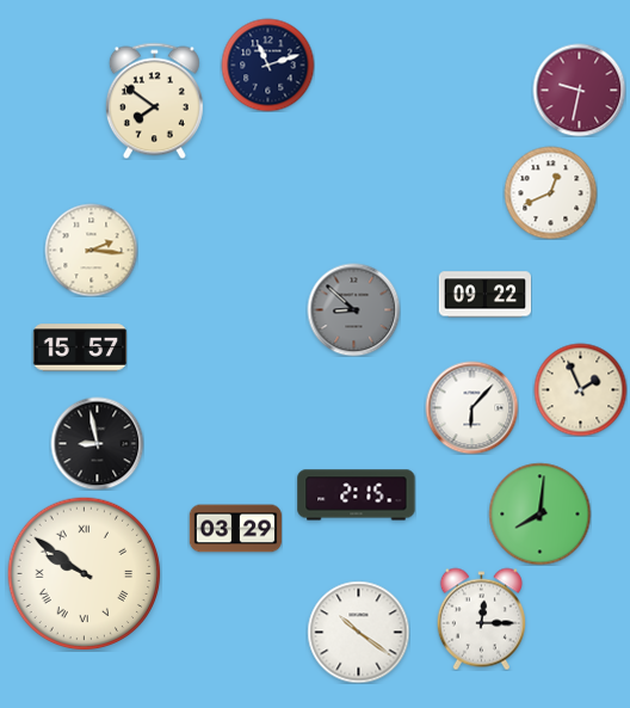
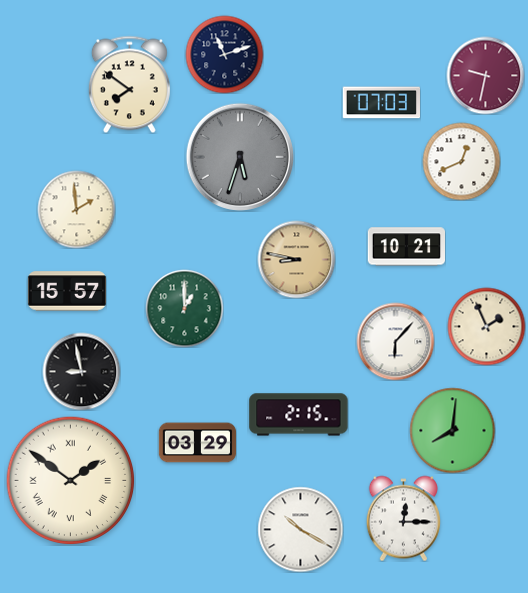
clock at (381, 103): none -> 07:03
clock at (240, 157): none -> 5:33
clock at (91, 250): 2:16 -> 1:59
clock at (484, 295): 09:22 -> 10:21
clock at (353, 309): 8:52 -> 8:47
clock at (353, 309) dial: grey -> champagne
clock at (184, 308): none -> 1:00
clock at (84, 573): 9:51 -> 1:51
clock at (358, 632): 10:21 -> 10:20
